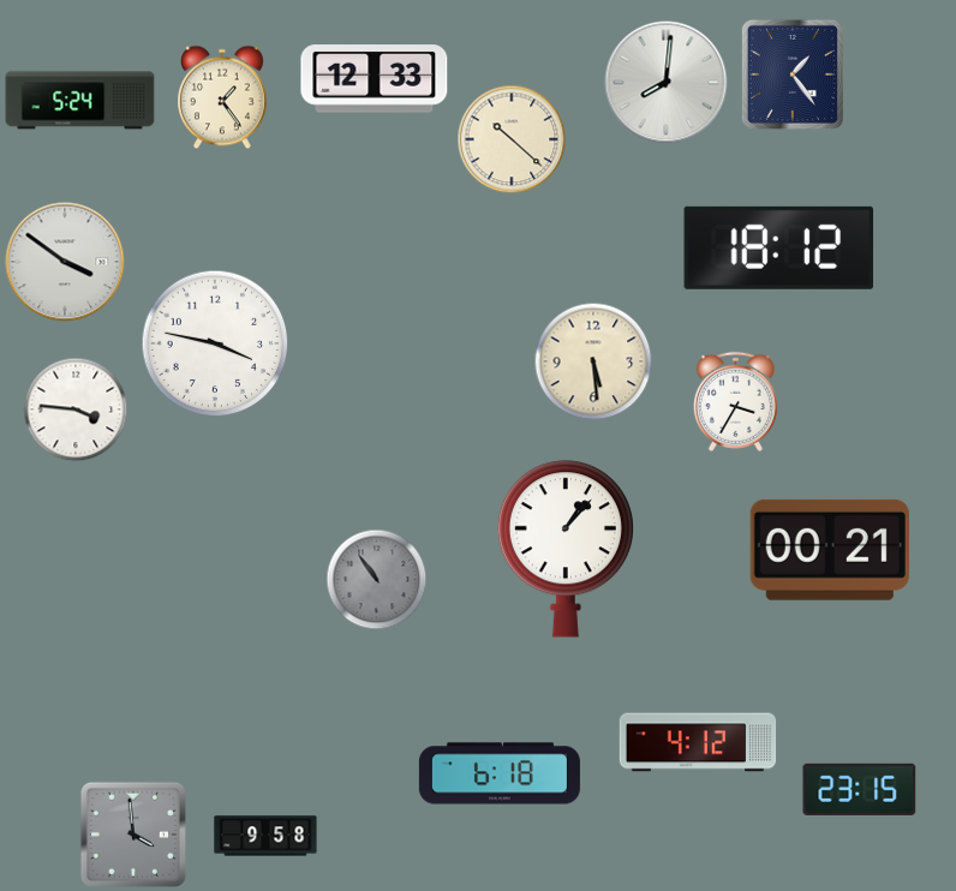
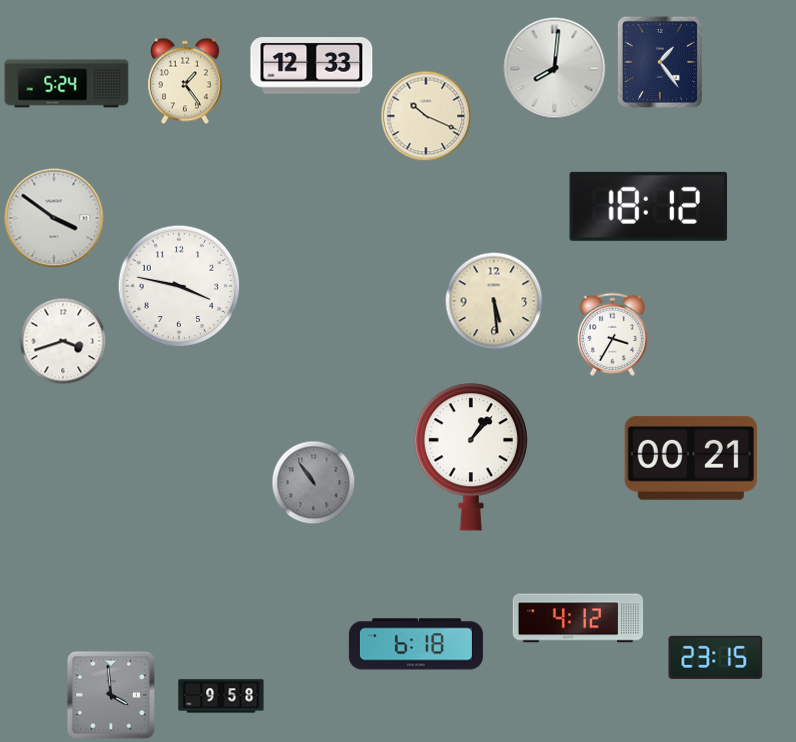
clock at (512, 139): 10:22 -> 10:19
clock at (76, 409): 3:46 -> 3:42
clock at (698, 742) position: (698, 742) -> (578, 618)
